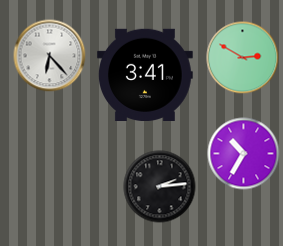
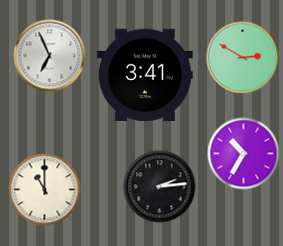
clock at (50, 56): 6:23 -> 6:56
clock at (45, 190): none -> 11:00
